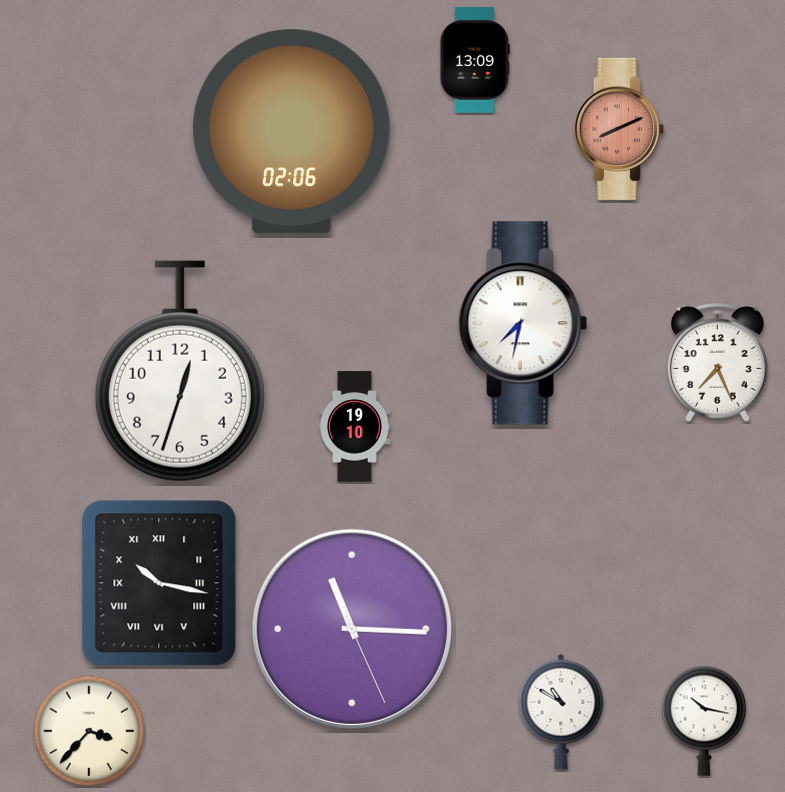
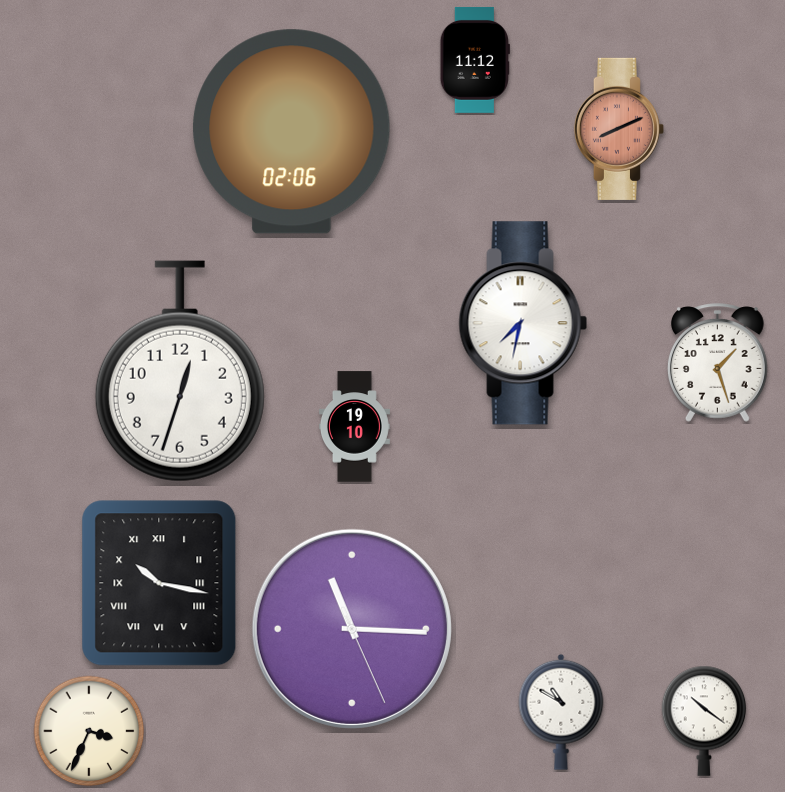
clock at (475, 60): 13:09 -> 11:12
clock at (718, 363): 7:26 -> 1:27
clock at (704, 721): 10:17 -> 10:21
clock at (89, 731): 3:37 -> 3:34
